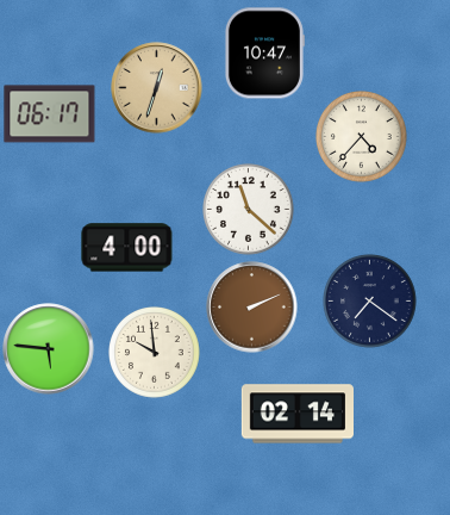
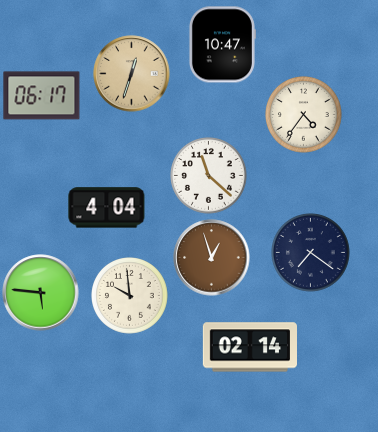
clock at (362, 137): 4:37 -> 4:36
clock at (127, 248): 4:00 -> 4:04
clock at (252, 308): 2:11 -> 12:57
